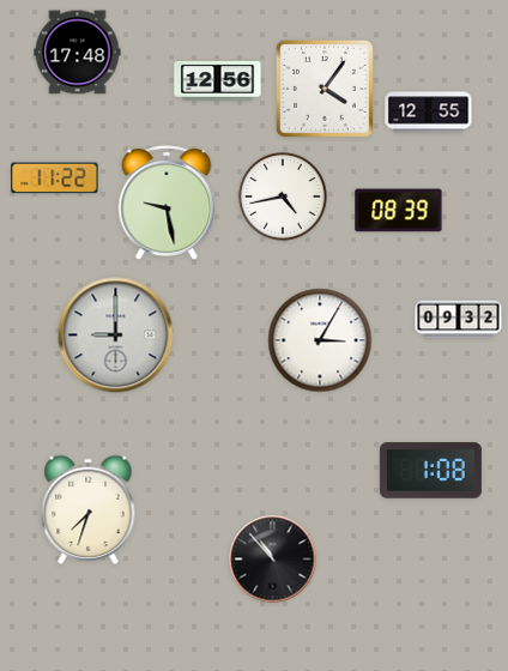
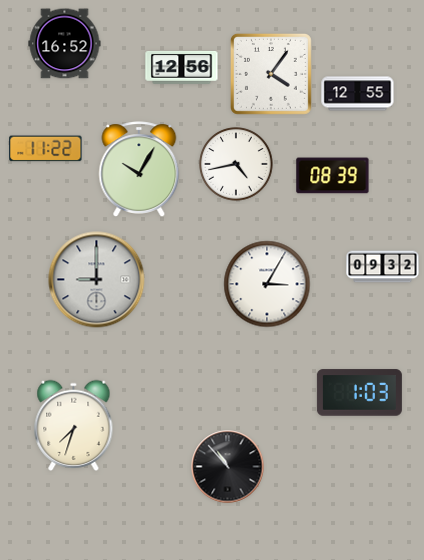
clock at (78, 53): 17:48 -> 16:52
clock at (167, 202): 9:28 -> 10:05
clock at (430, 471): 1:08 -> 1:03
